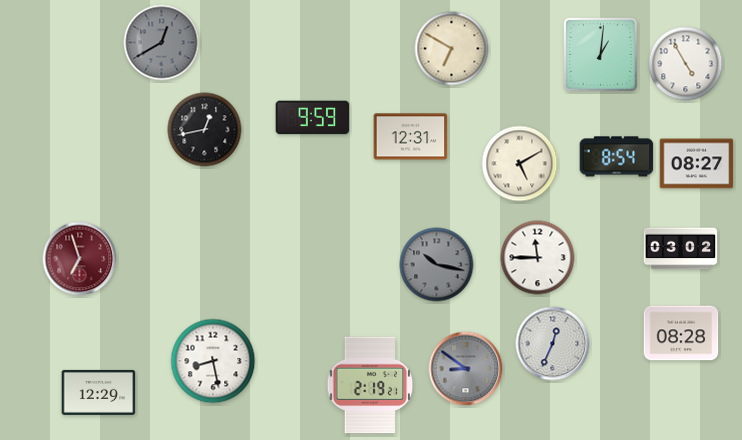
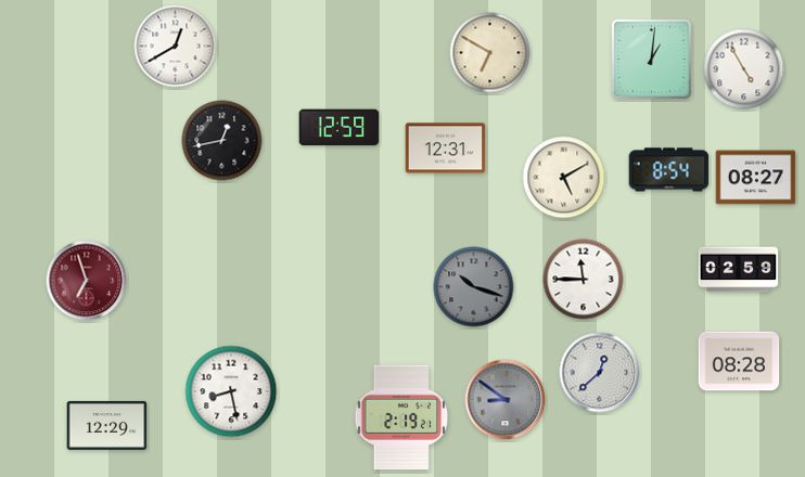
clock at (162, 43) dial: grey -> white
clock at (313, 118): 9:59 -> 12:59
clock at (681, 249): 03:02 -> 02:59
clock at (437, 265): 10:17 -> 10:18
clock at (553, 344): 12:34 -> 12:38
